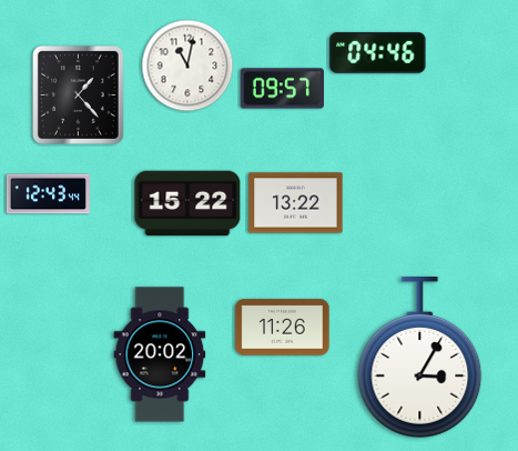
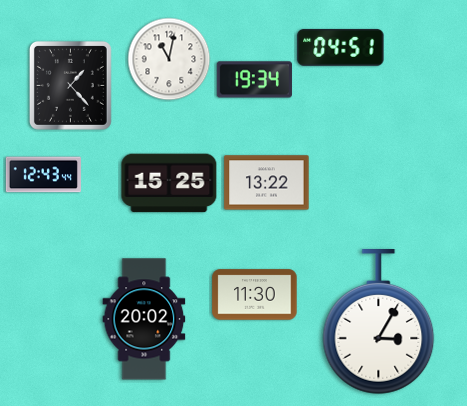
clock at (378, 52): 04:46 -> 04:51
clock at (282, 89): 09:57 -> 19:34
clock at (187, 203): 15:22 -> 15:25
clock at (283, 328): 11:26 -> 11:30
